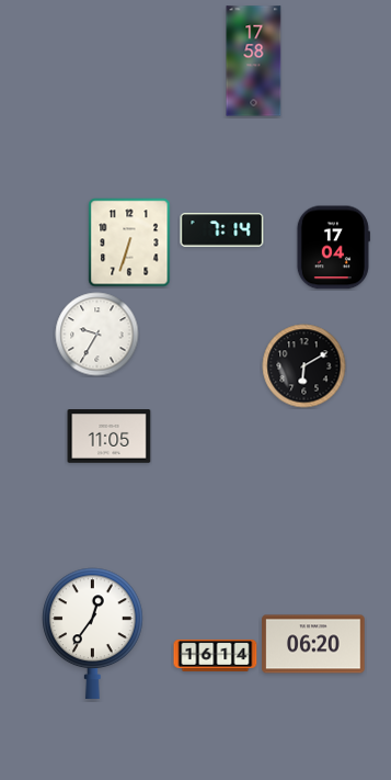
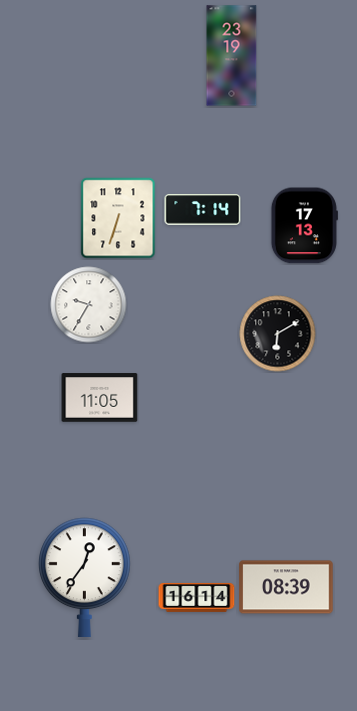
clock at (254, 61): 17:58 -> 23:19
clock at (129, 242) position: (129, 242) -> (118, 218)
clock at (333, 248): 17:04 -> 17:13
clock at (313, 644): 06:20 -> 08:39
